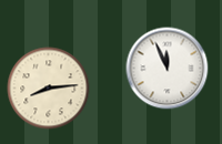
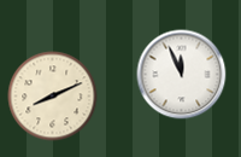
clock at (49, 89): 8:14 -> 8:11
